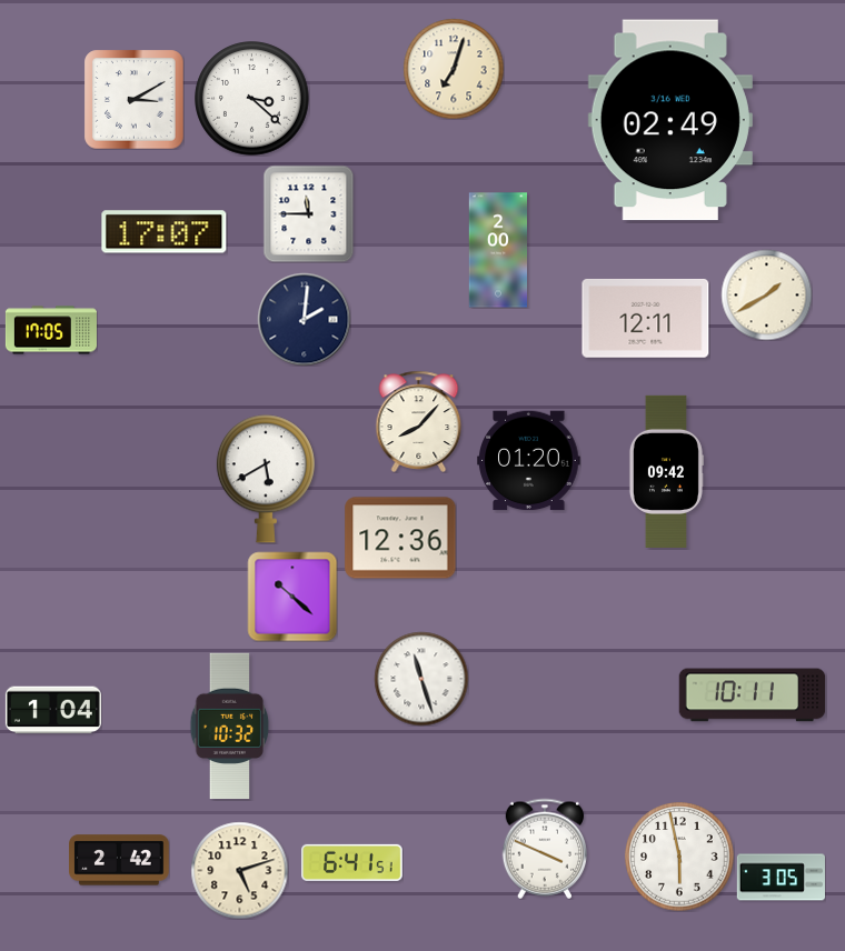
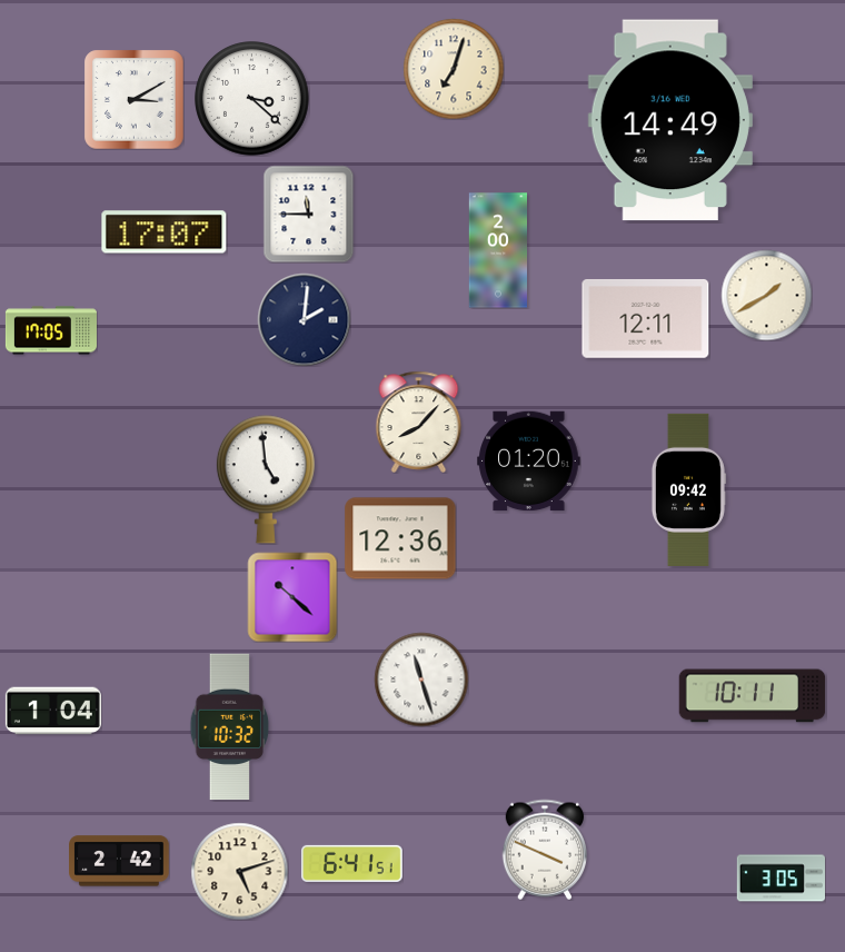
clock at (670, 120): 02:49 -> 14:49
clock at (666, 471) position: (666, 471) -> (688, 489)
clock at (266, 479): 5:40 -> 4:59
clock at (679, 857): 5:58 -> none
